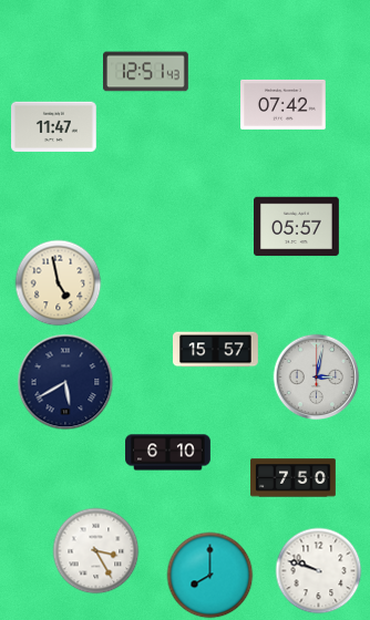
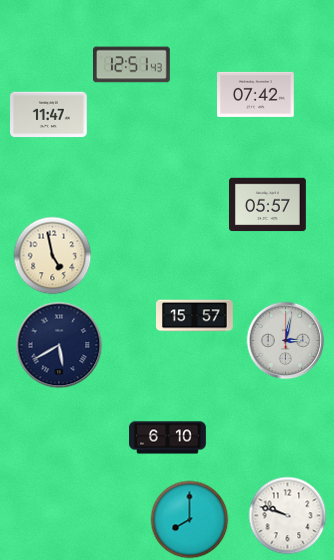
clock at (168, 453) position: (168, 453) -> (168, 438)
clock at (294, 478): 7:50 -> none
clock at (95, 550): 3:25 -> none
